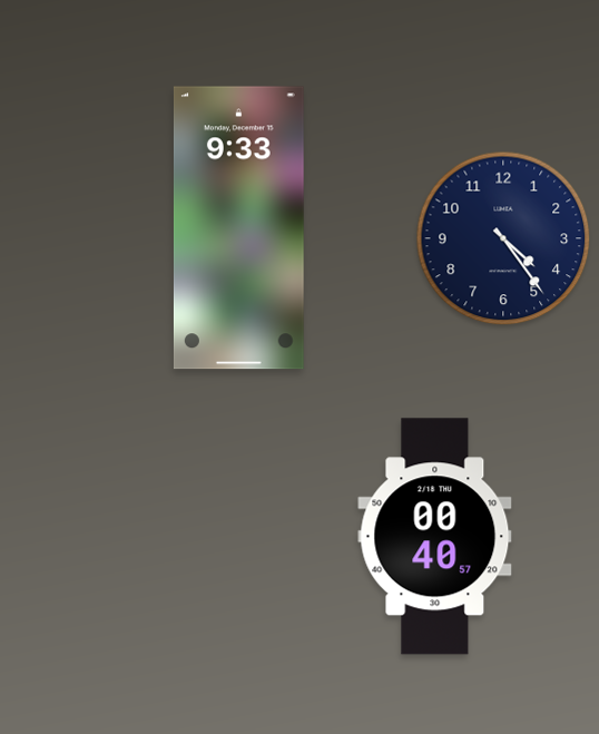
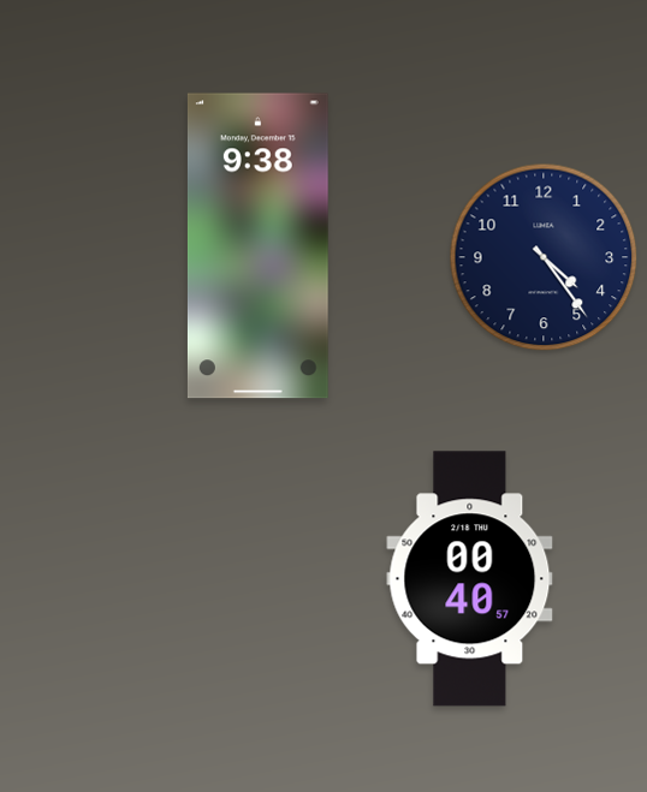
clock at (238, 228): 9:33 -> 9:38
